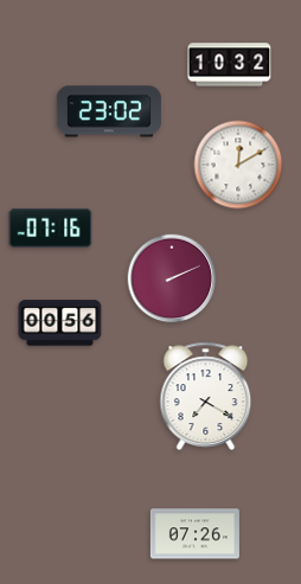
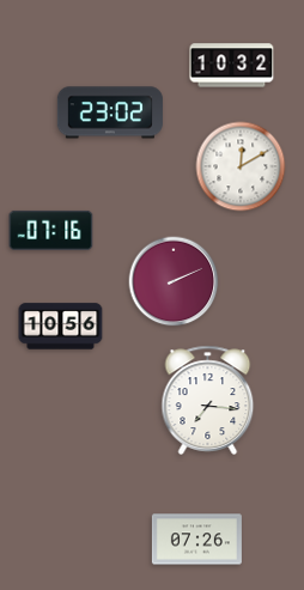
clock at (60, 323): 00:56 -> 10:56
clock at (206, 396): 7:20 -> 7:16
